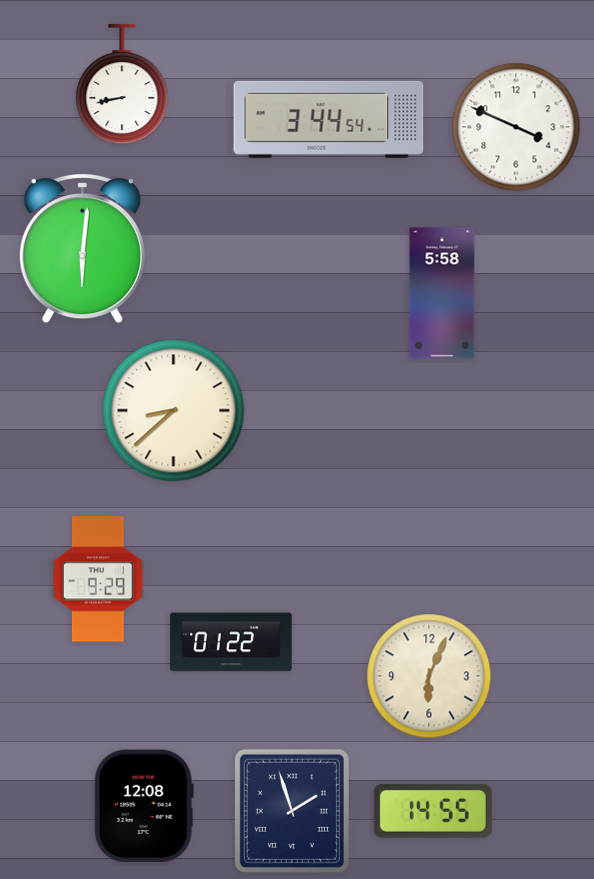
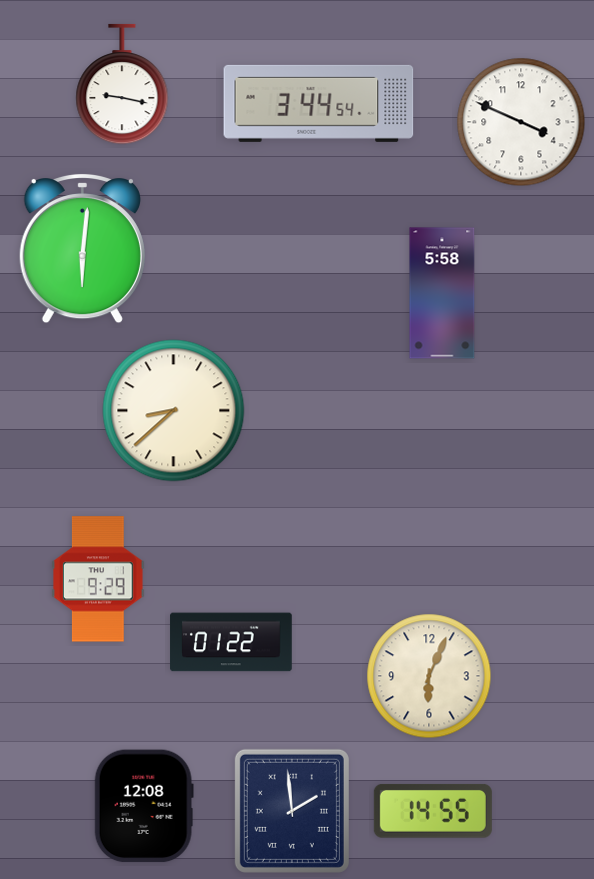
clock at (122, 84): 8:43 -> 9:17
clock at (329, 119) position: (329, 119) -> (319, 103)
clock at (516, 127) position: (516, 127) -> (521, 122)
clock at (292, 811): 1:57 -> 1:59
